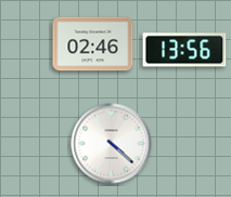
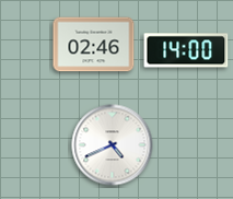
clock at (184, 50): 13:56 -> 14:00
clock at (112, 144): 4:22 -> 4:41
